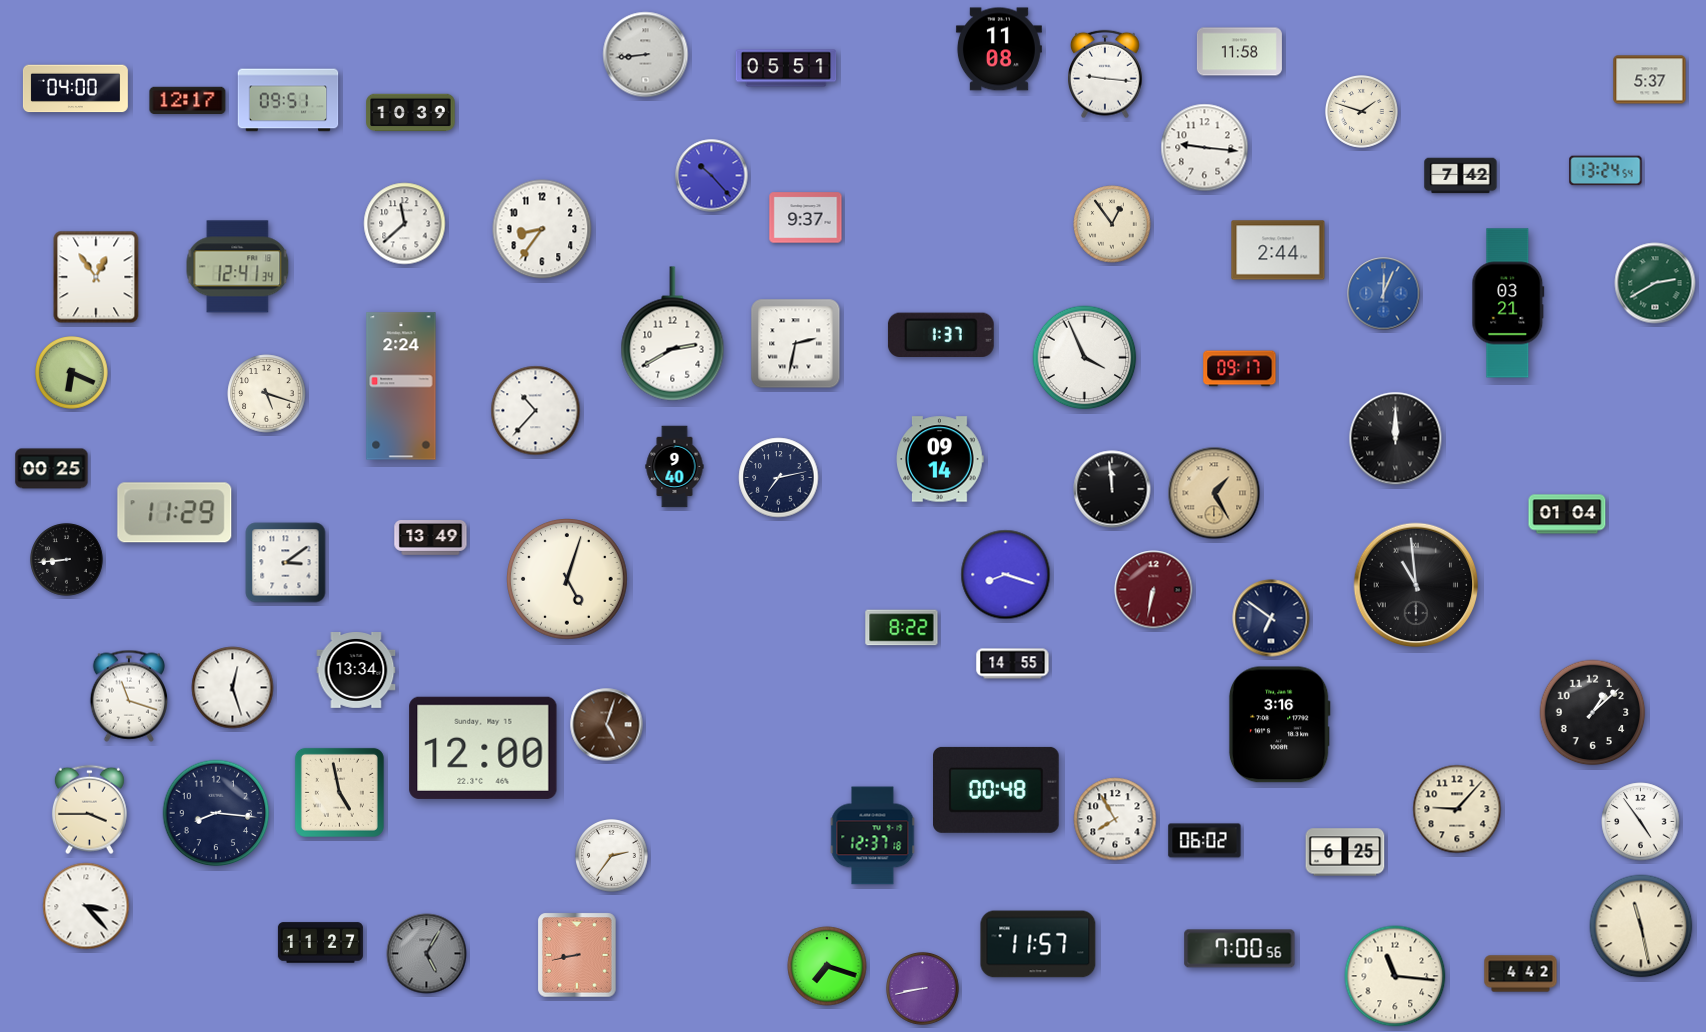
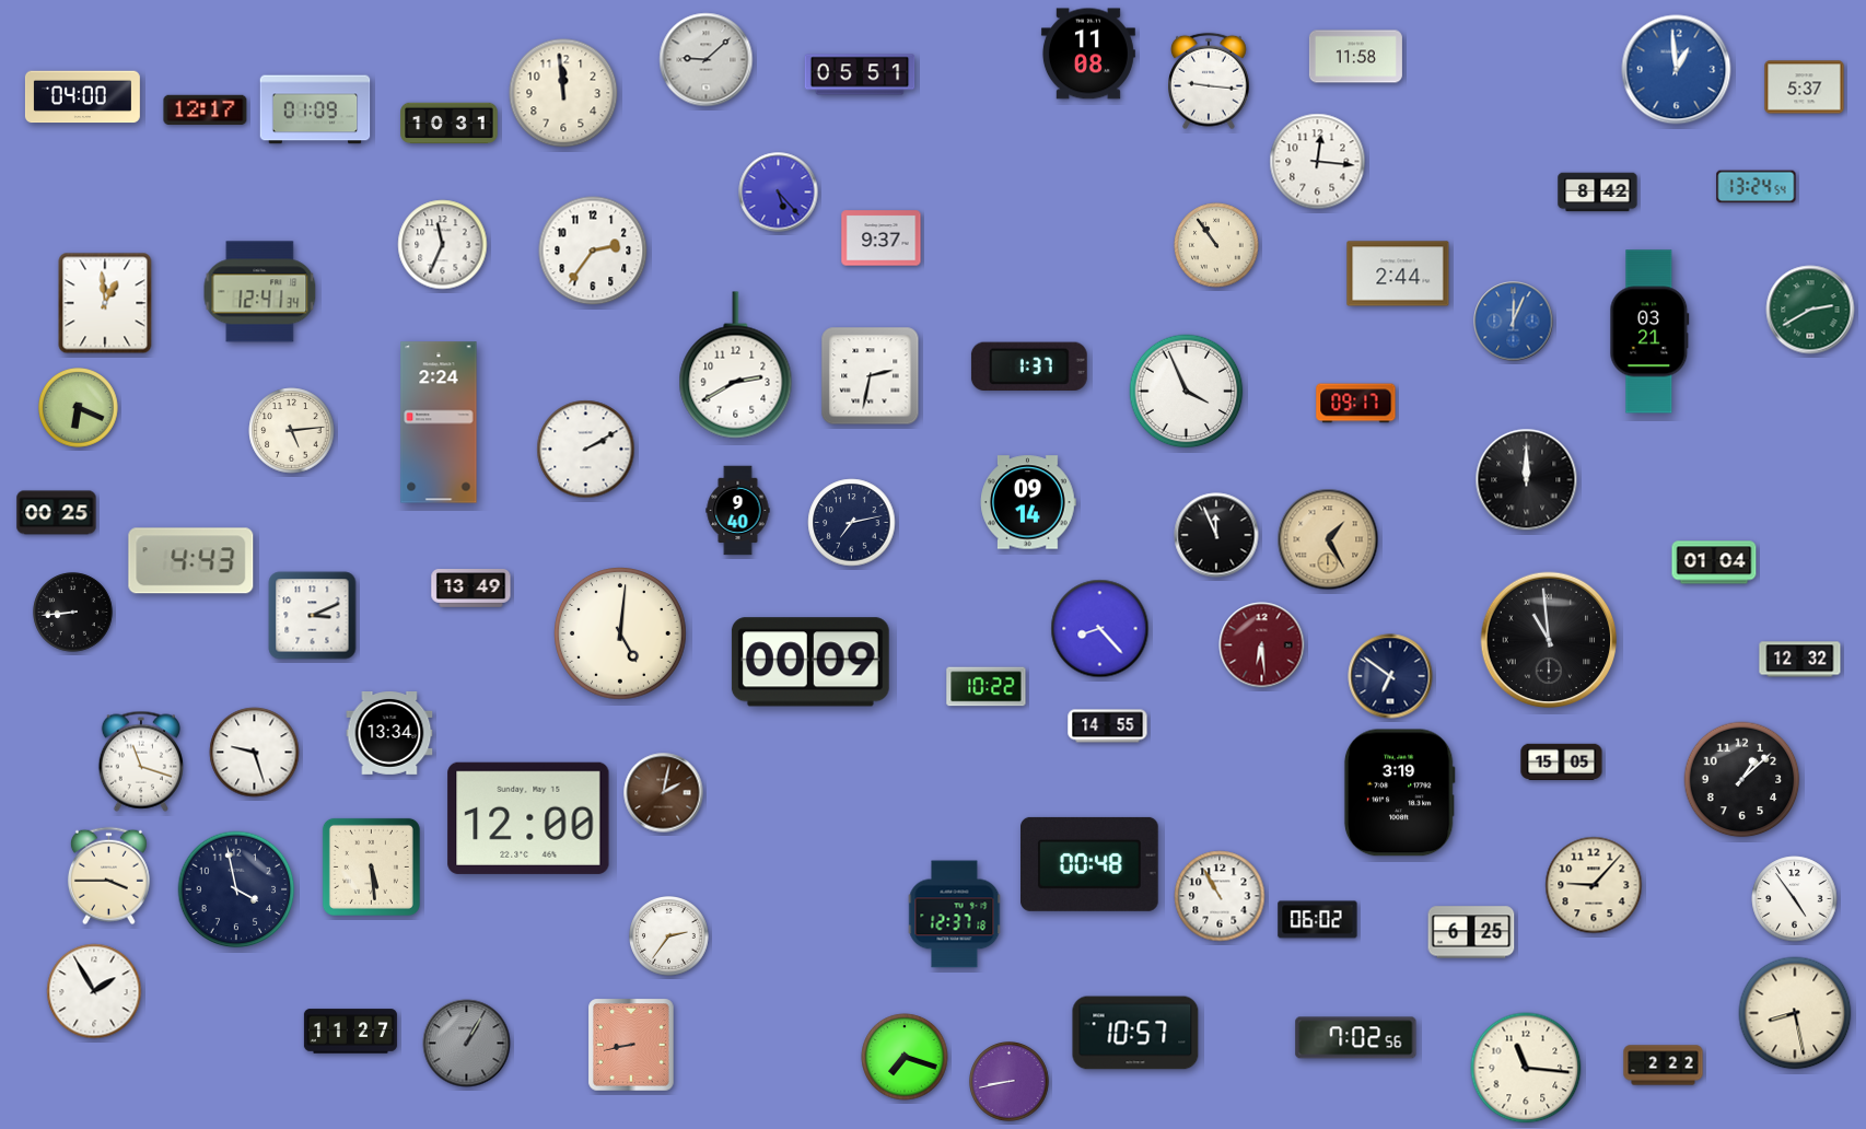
clock at (999, 49) position: (999, 49) -> (1088, 54)
clock at (646, 55): 8:44 -> 9:08
clock at (1677, 70): none -> 12:59
clock at (563, 93): none -> 11:59
clock at (288, 100): 09:51 -> 01:09
clock at (1362, 112): 1:48 -> none
clock at (411, 113): 10:39 -> 10:31
clock at (1205, 148): 9:16 -> 12:16
clock at (712, 176): 10:23 -> 5:23
clock at (1461, 176): 7:42 -> 8:42
clock at (405, 224): 11:38 -> 11:34
clock at (1112, 224): 12:54 -> 10:54
clock at (542, 229): 8:36 -> 2:36
clock at (96, 277): 12:54 -> 12:59
clock at (267, 394): 5:18 -> 5:14
clock at (536, 411): 10:37 -> 2:10
clock at (1112, 489): 11:59 -> 11:56
clock at (175, 513): 11:29 -> 4:43
clock at (286, 563): 3:09 -> 3:11
clock at (1006, 575): 8:18 -> 8:23
clock at (568, 580): 5:03 -> 5:01
clock at (1154, 590): 6:32 -> 6:29
clock at (1800, 660): none -> 12:32
clock at (810, 662): none -> 00:09
clock at (902, 628): 8:22 -> 10:22
clock at (233, 688): 12:27 -> 9:27
clock at (1562, 761): none -> 15:05
clock at (607, 725): 5:03 -> 2:02
clock at (1279, 725): 3:16 -> 3:19
clock at (339, 792): 4:58 -> 5:29
clock at (89, 810) position: (89, 810) -> (108, 876)
clock at (216, 813): 8:16 -> 3:58
clock at (1115, 819): 7:55 -> 10:55
clock at (86, 906): 3:23 -> 1:55
clock at (1641, 926): 11:28 -> 8:28
clock at (1038, 944): 11:57 -> 10:57
clock at (1240, 949): 7:00 -> 7:02
clock at (427, 954): 5:05 -> 1:05
clock at (1521, 974): 4:42 -> 2:22
